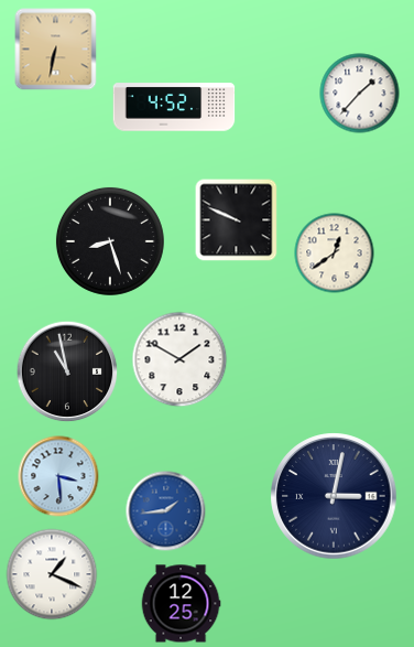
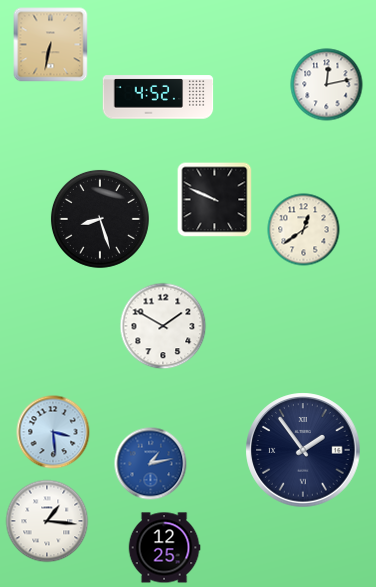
clock at (360, 94): 1:37 -> 12:13
clock at (67, 371): 10:58 -> none
clock at (334, 496): 3:02 -> 1:54
clock at (166, 511): 1:44 -> 1:13
clock at (52, 574): 1:19 -> 1:16
